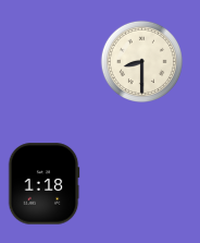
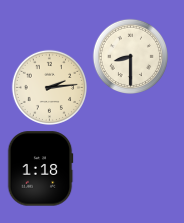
clock at (49, 87): none -> 2:14
